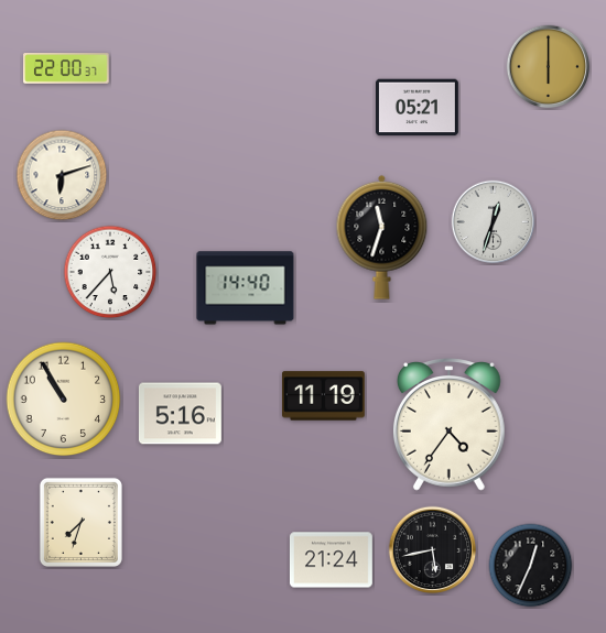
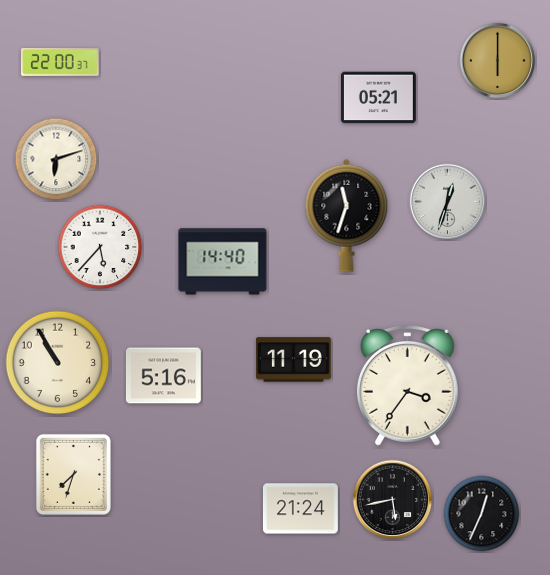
clock at (450, 425): 4:36 -> 3:36
